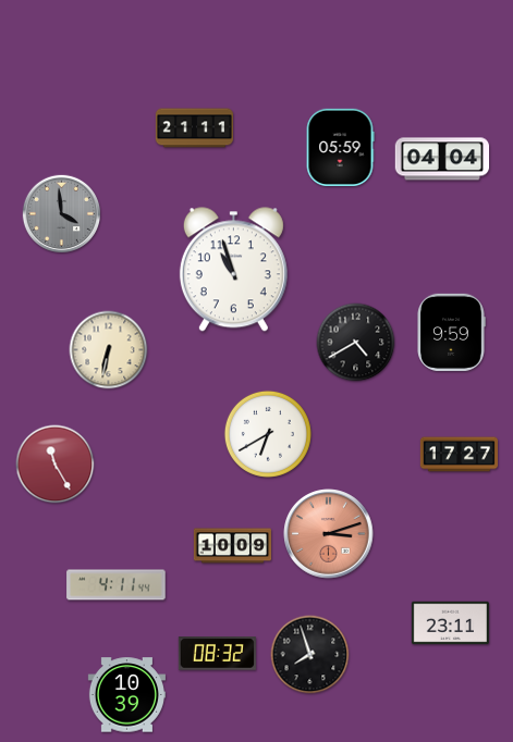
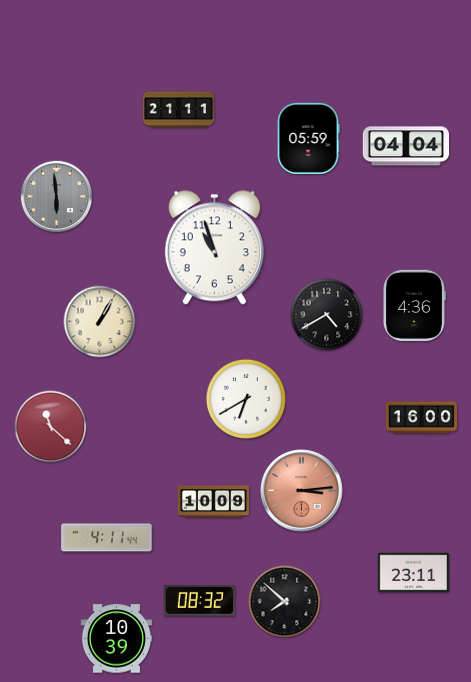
clock at (194, 128) position: (194, 128) -> (178, 110)
clock at (340, 147) position: (340, 147) -> (308, 138)
clock at (61, 213): 3:59 -> 5:59
clock at (451, 332): 9:59 -> 4:36
clock at (109, 350): 6:32 -> 1:05
clock at (459, 455): 17:27 -> 16:00
clock at (56, 465): 11:25 -> 11:22
clock at (329, 534): 3:12 -> 3:14
clock at (310, 655): 7:57 -> 7:52
